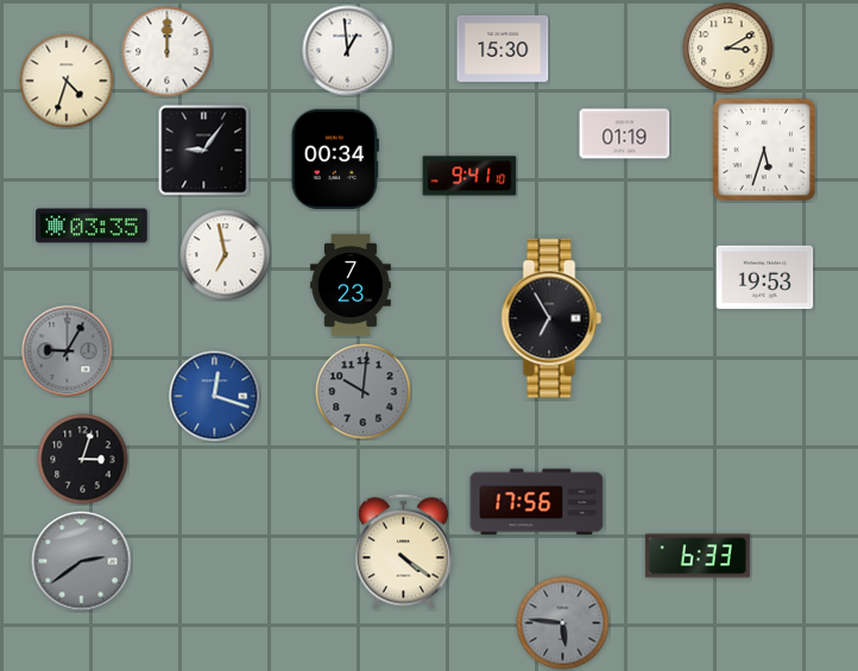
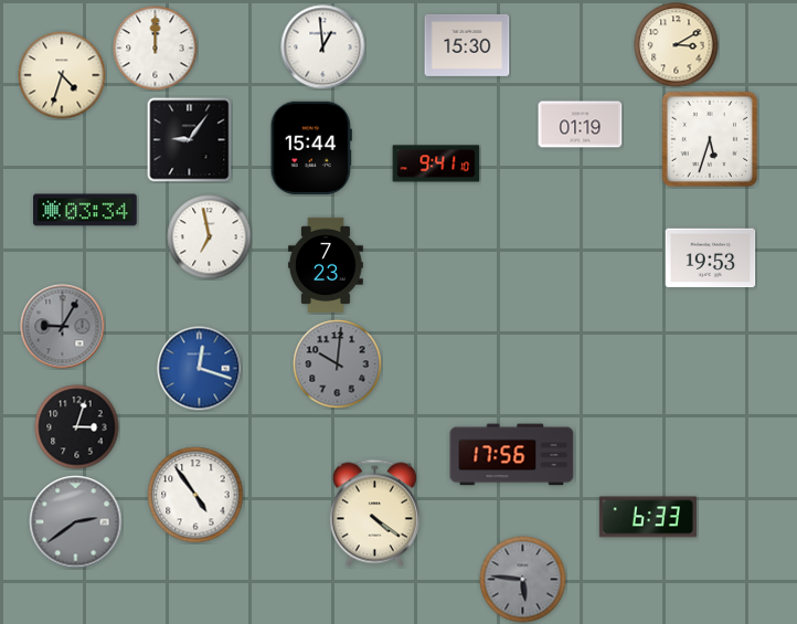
clock at (335, 158): 00:34 -> 15:44
clock at (92, 226): 03:35 -> 03:34
clock at (551, 318): 6:55 -> none
clock at (537, 502) position: (537, 502) -> (512, 455)
clock at (195, 495): none -> 4:54
